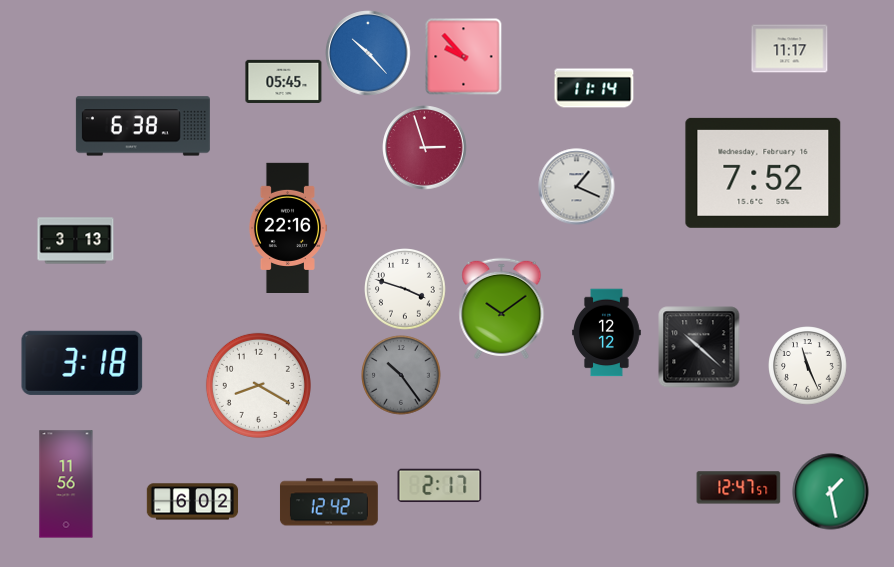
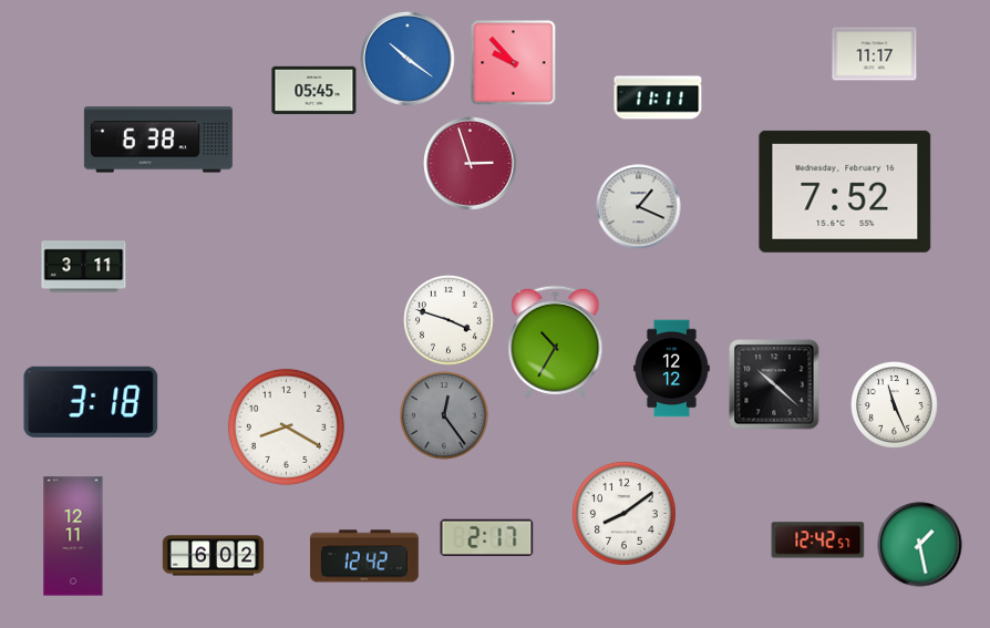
clock at (368, 53): 10:23 -> 10:21
clock at (594, 88): 11:14 -> 11:11
clock at (287, 227): 22:16 -> none
clock at (76, 241): 3:13 -> 3:11
clock at (502, 308): 10:09 -> 10:35
clock at (401, 375): 10:24 -> 12:24
clock at (623, 513): none -> 8:09
clock at (66, 484): 11:56 -> 12:11
clock at (739, 488): 12:47 -> 12:42
